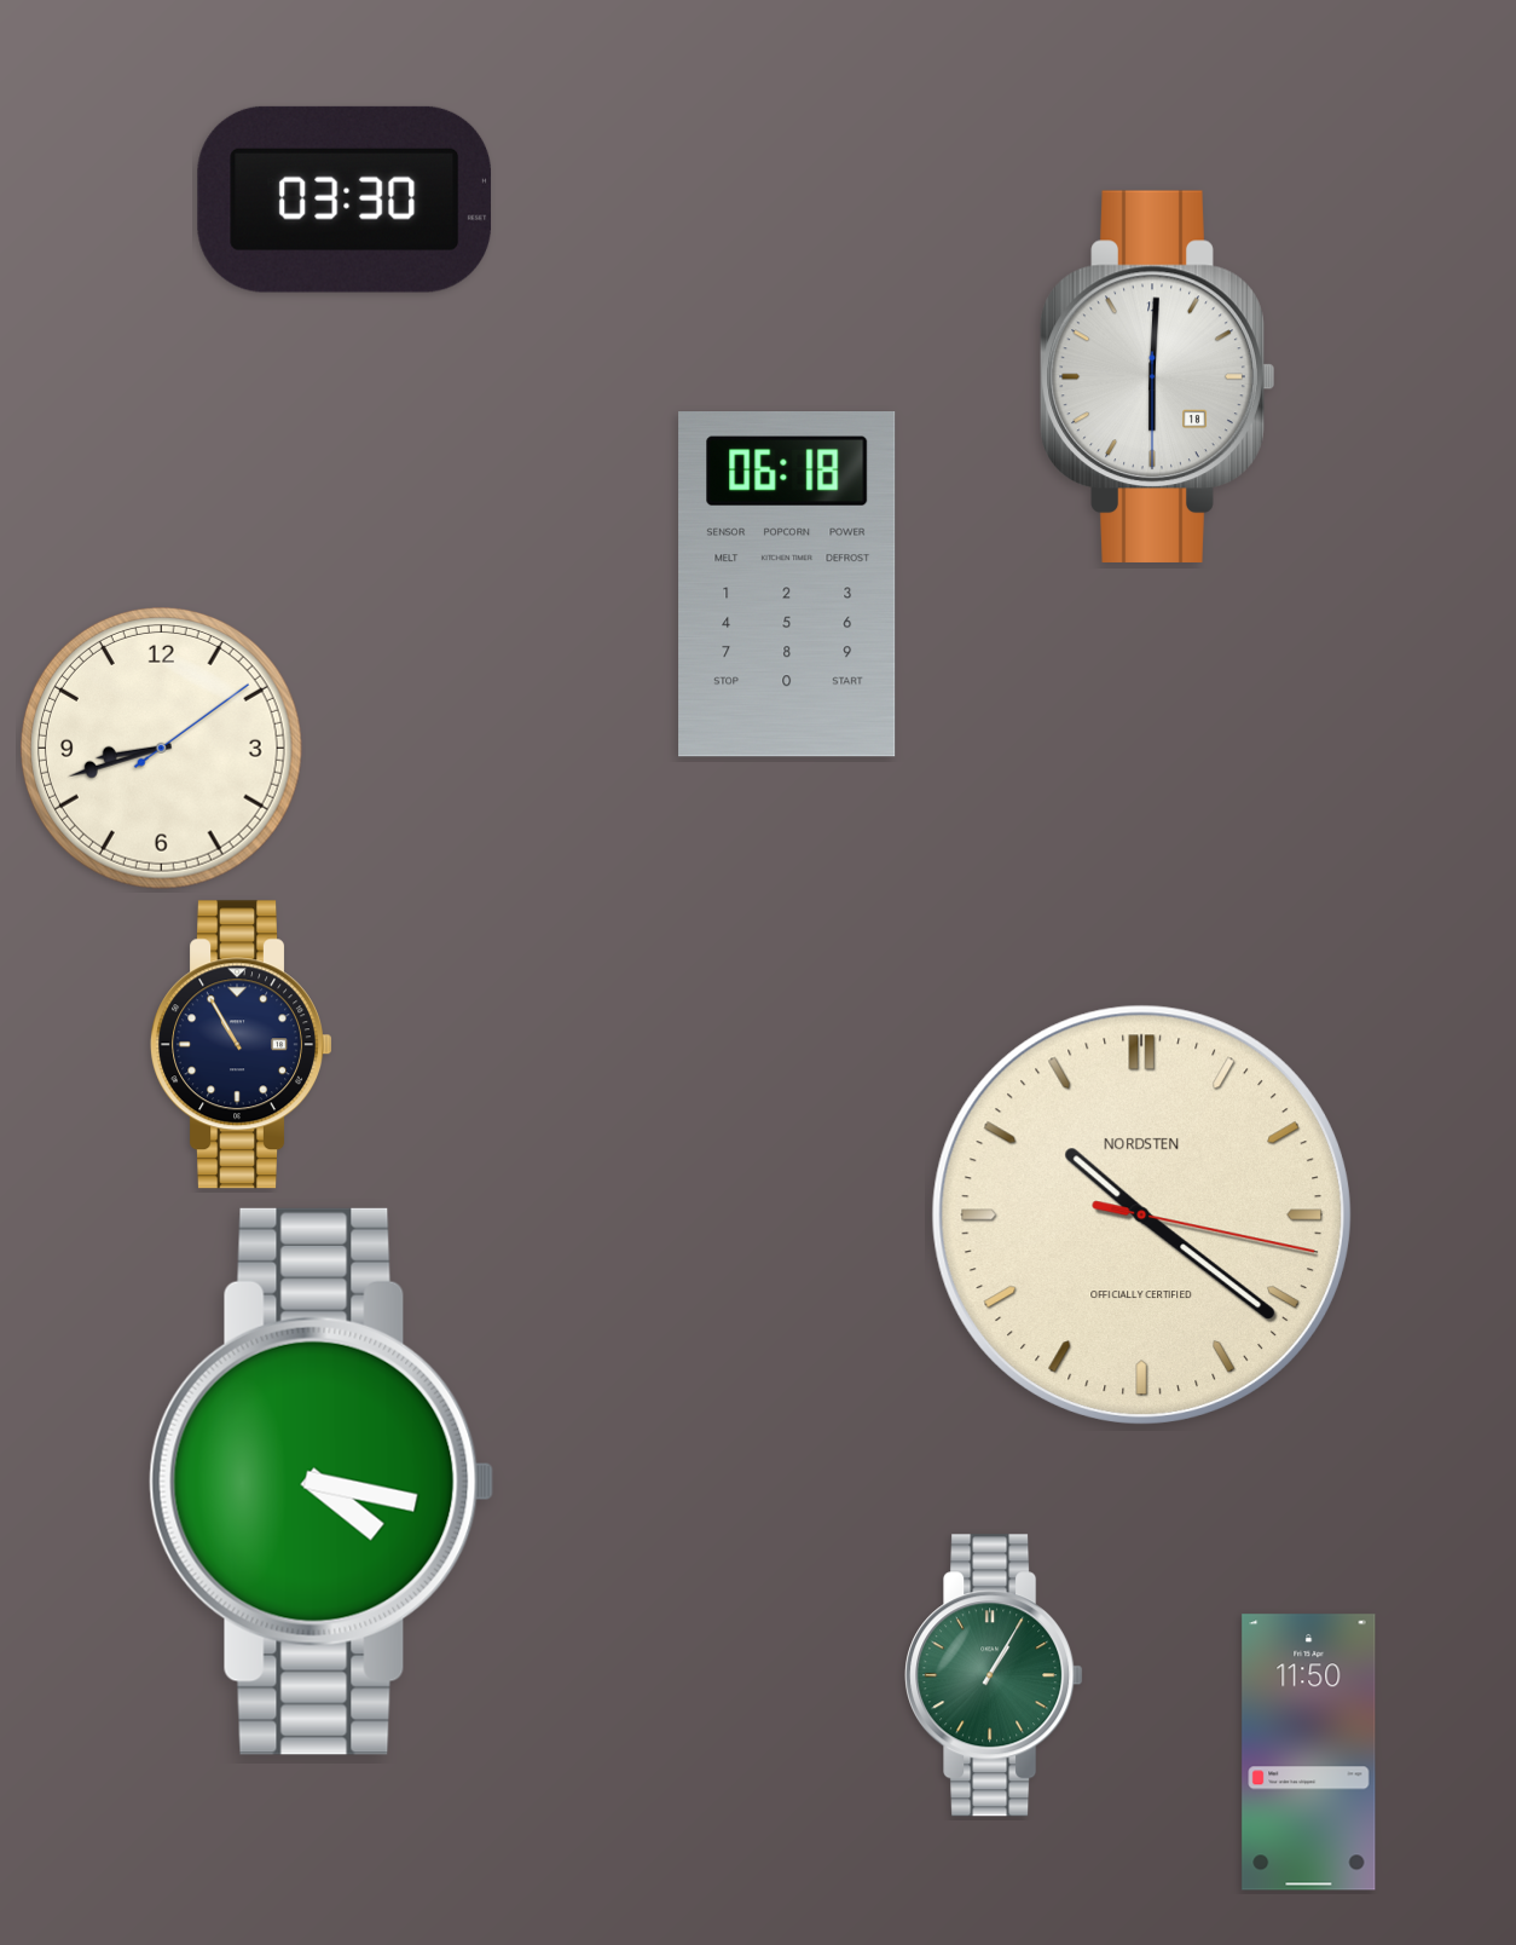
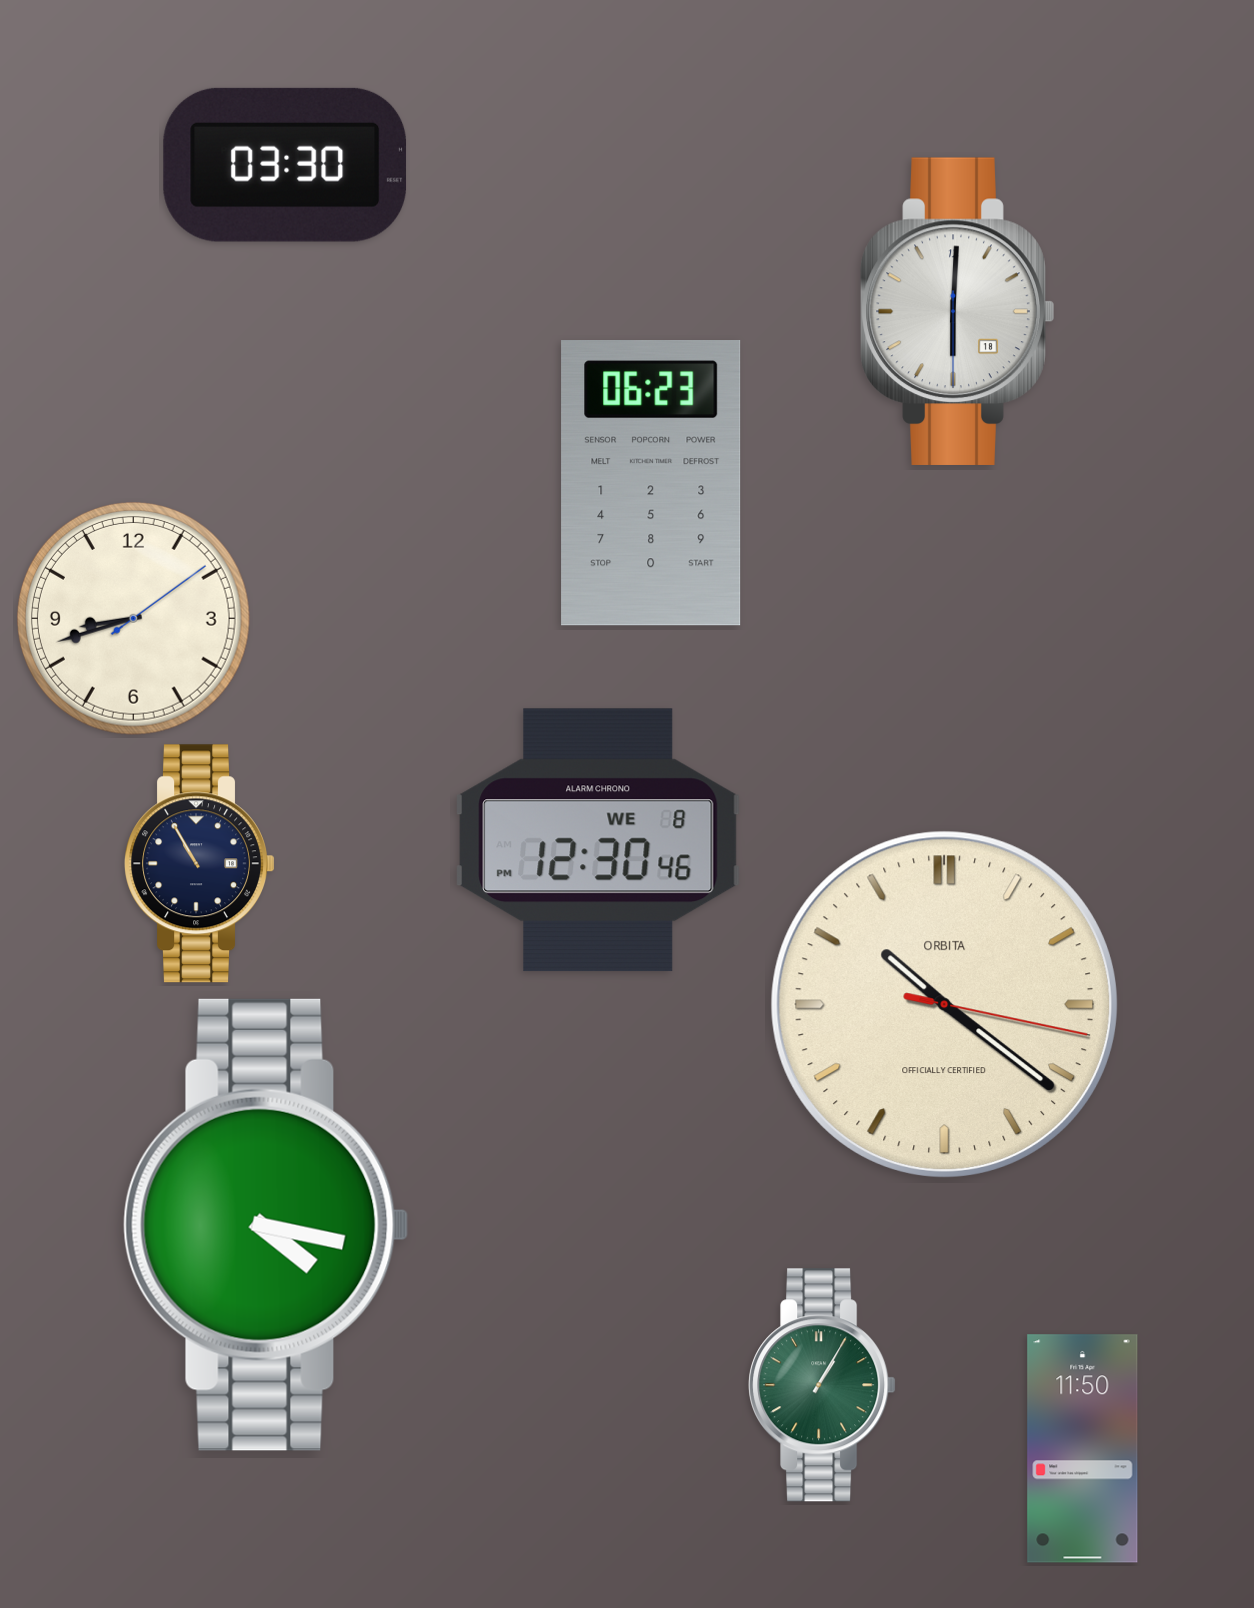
clock at (787, 585): 06:18 -> 06:23
clock at (598, 840): none -> 12:30
clock at (1141, 1214) brand: NORDSTEN -> ORBITA
